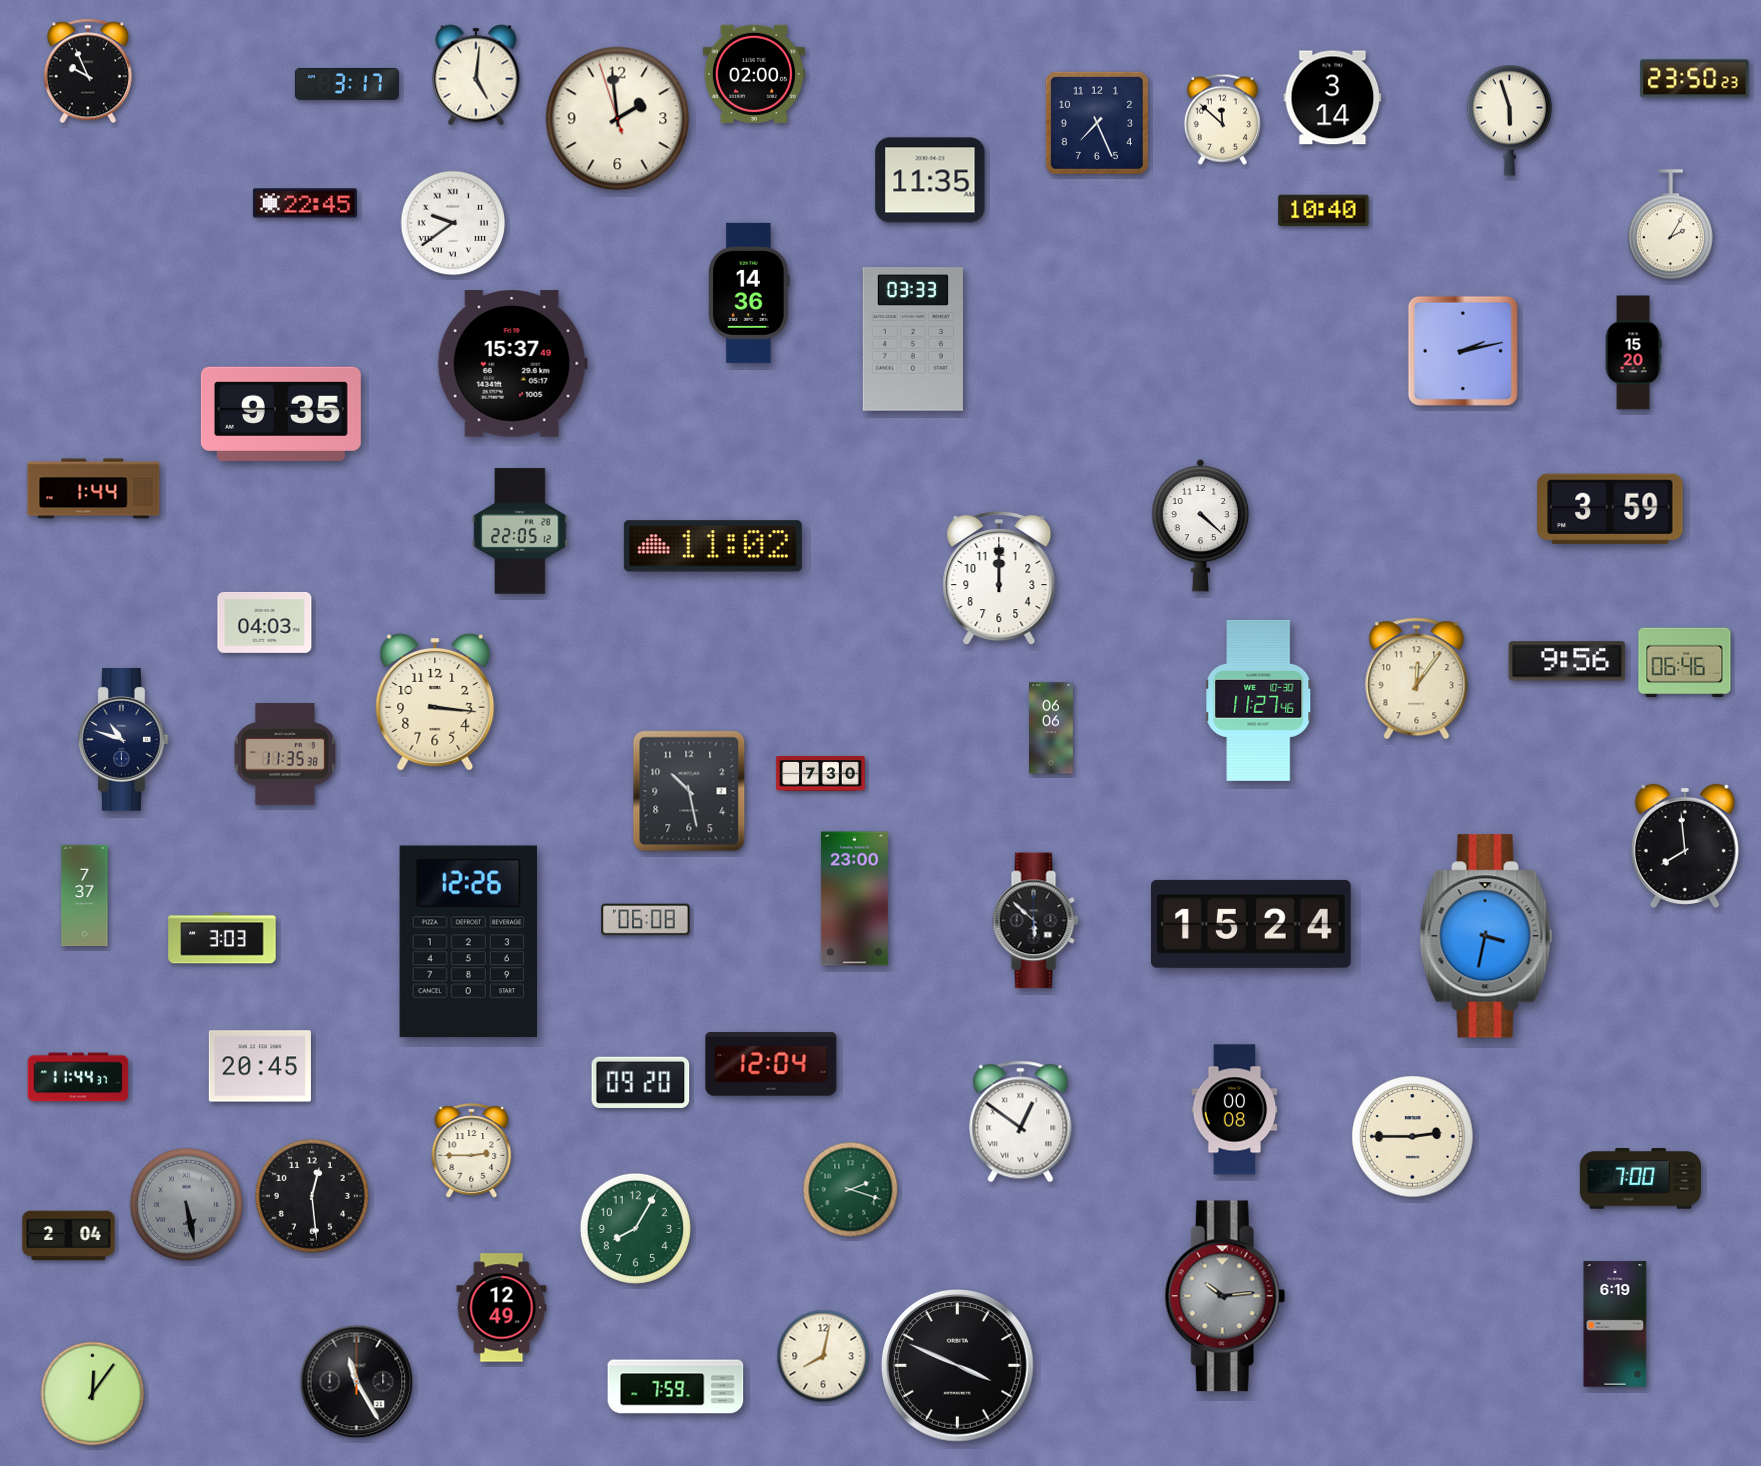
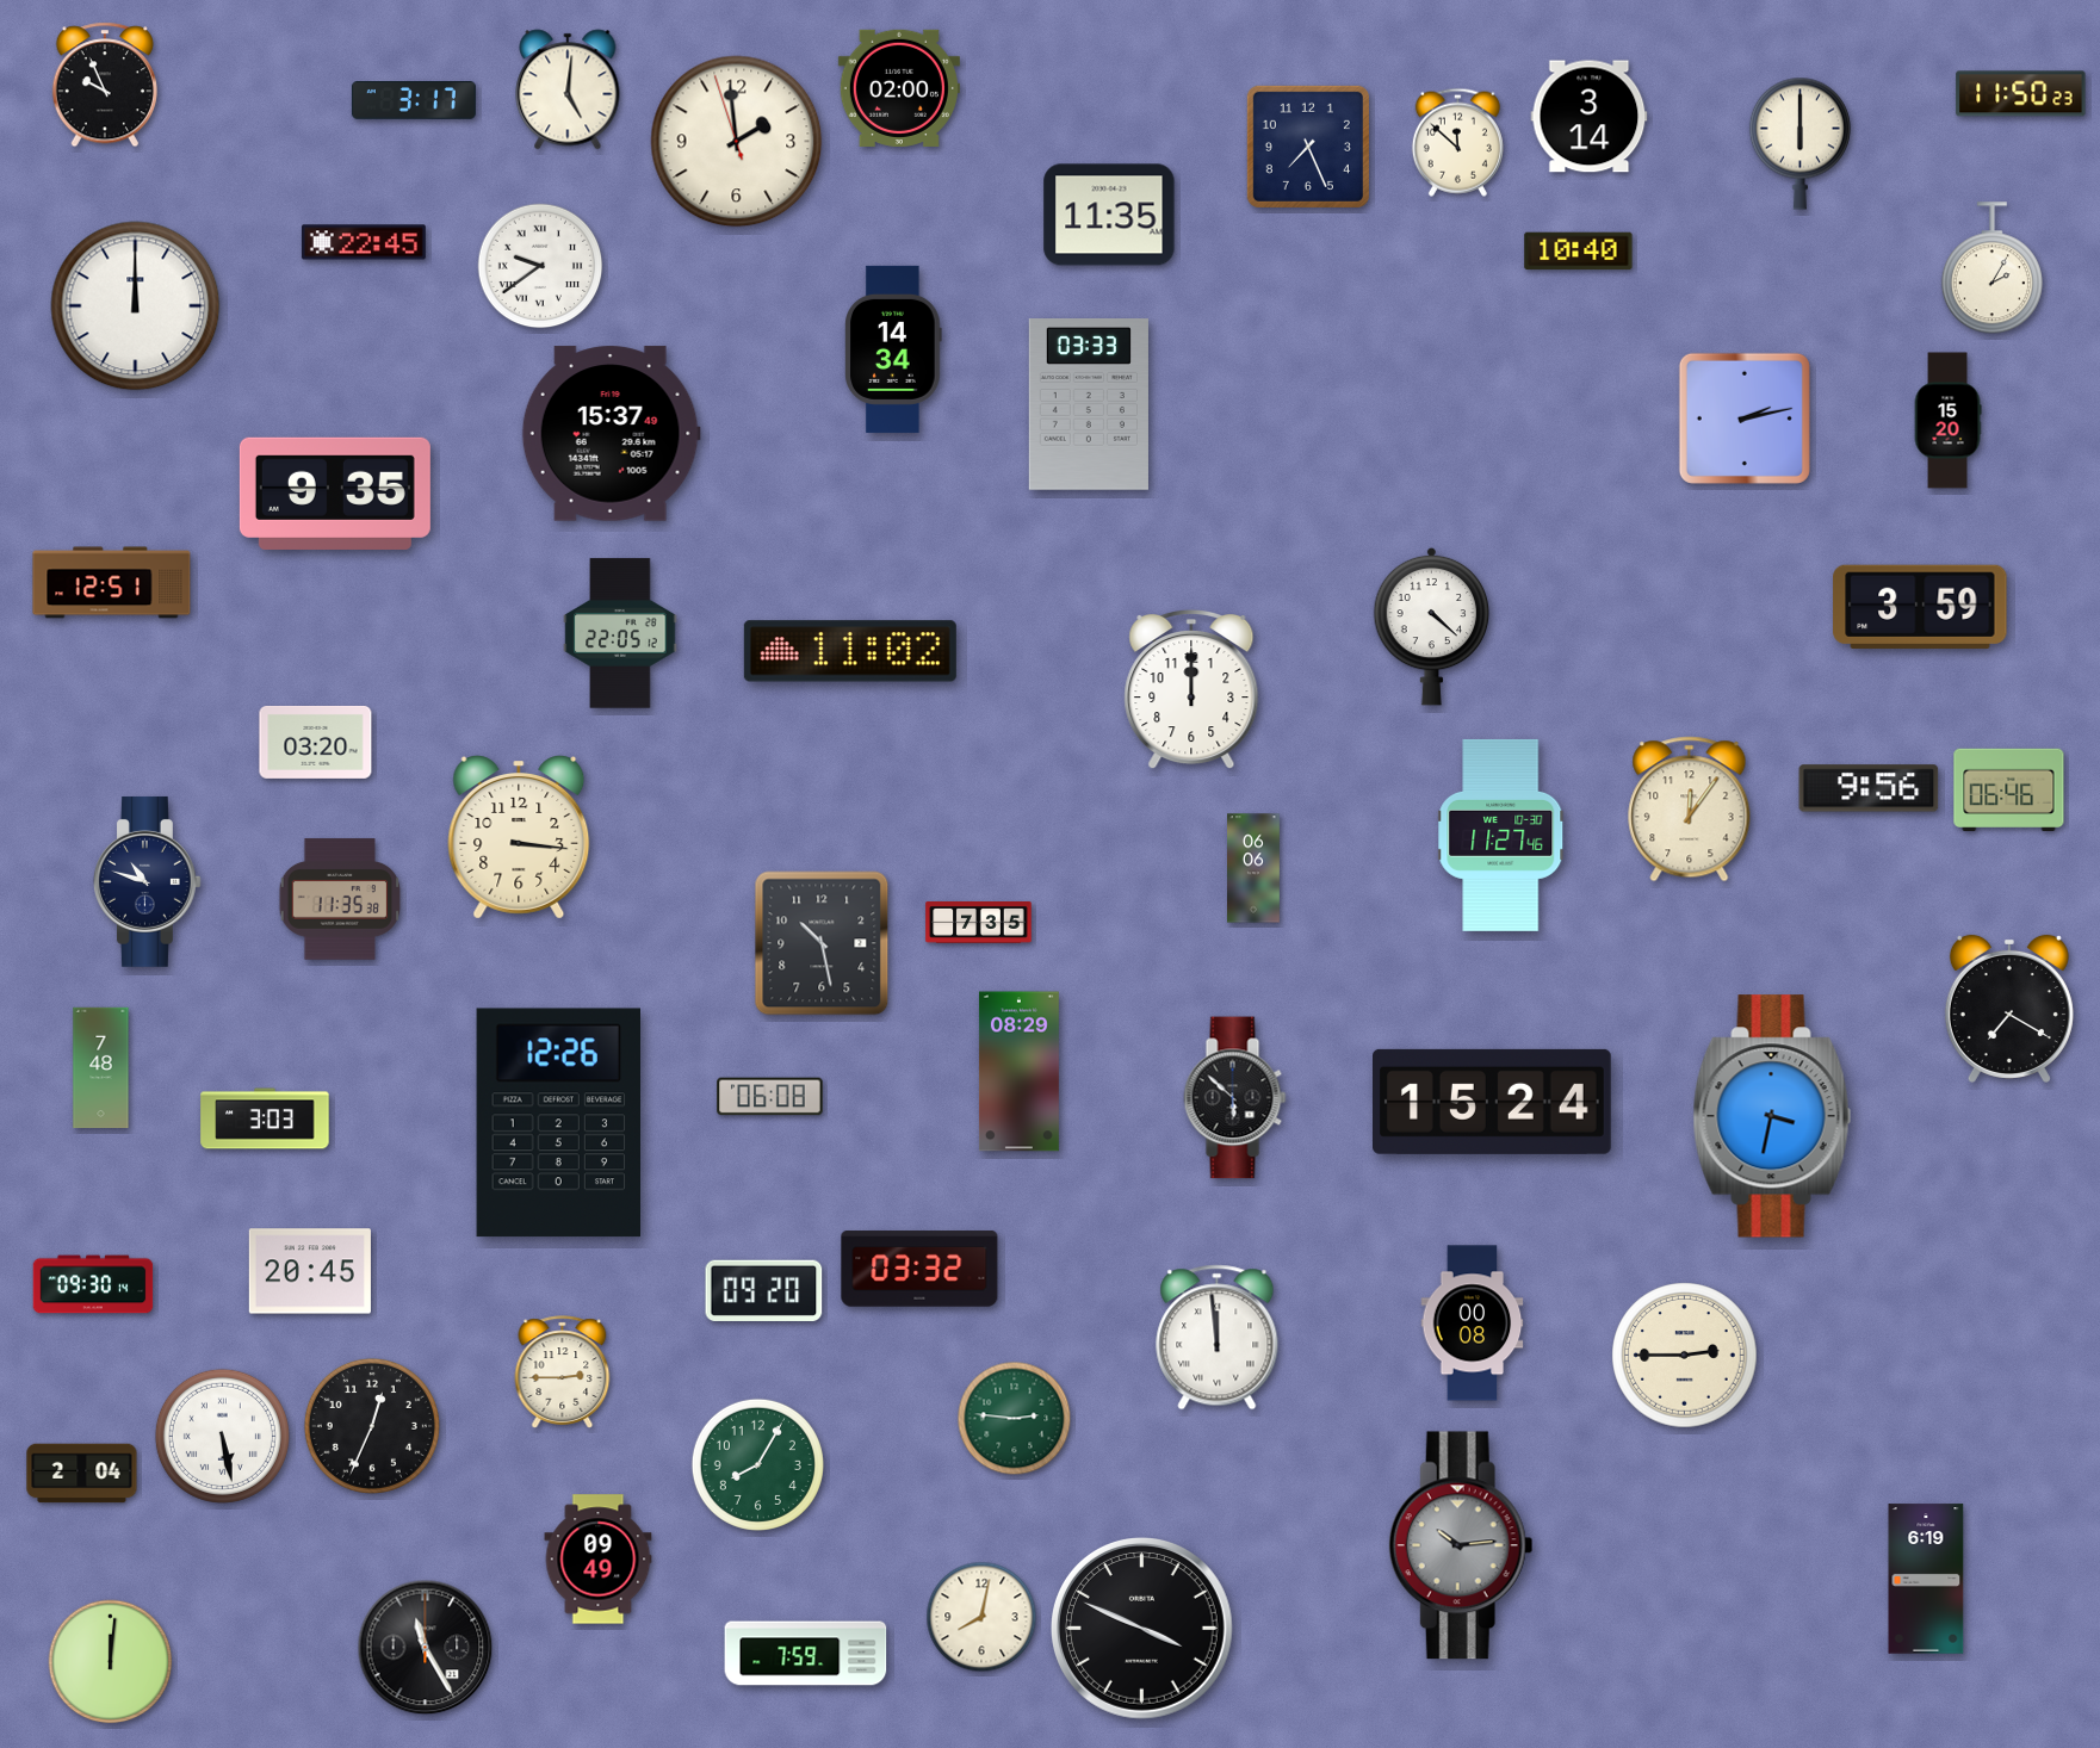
clock at (1695, 79): 23:50 -> 11:50
clock at (1509, 120): 5:57 -> 6:00
clock at (136, 306): none -> 12:00
clock at (749, 293): 14:36 -> 14:34
clock at (94, 489): 1:44 -> 12:51
clock at (265, 622): 04:03 -> 03:20
clock at (821, 774): 7:30 -> 7:35
clock at (1685, 846): 7:59 -> 7:20
clock at (85, 896): 7:37 -> 7:48
clock at (854, 899): 23:00 -> 08:29
clock at (771, 1064): 12:04 -> 03:32
clock at (78, 1077): 11:44 -> 09:30
clock at (1021, 1122): 12:51 -> 11:59
clock at (1640, 1179): 7:00 -> none
clock at (851, 1190): 2:18 -> 2:46
clock at (312, 1196): 12:29 -> 12:34
clock at (186, 1204) dial: grey -> white
clock at (502, 1308): 12:49 -> 09:49
clock at (93, 1394): 12:06 -> 12:01
